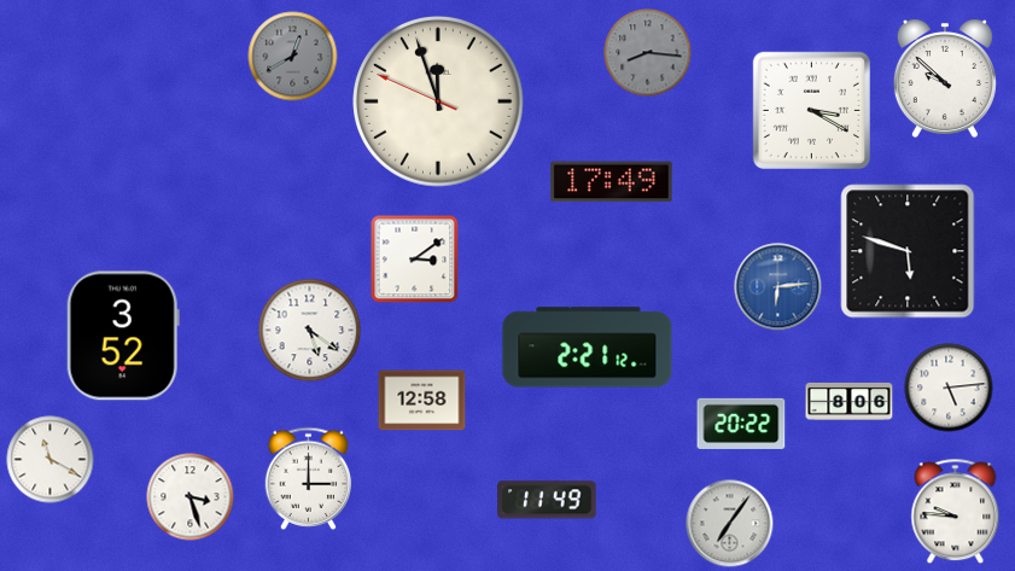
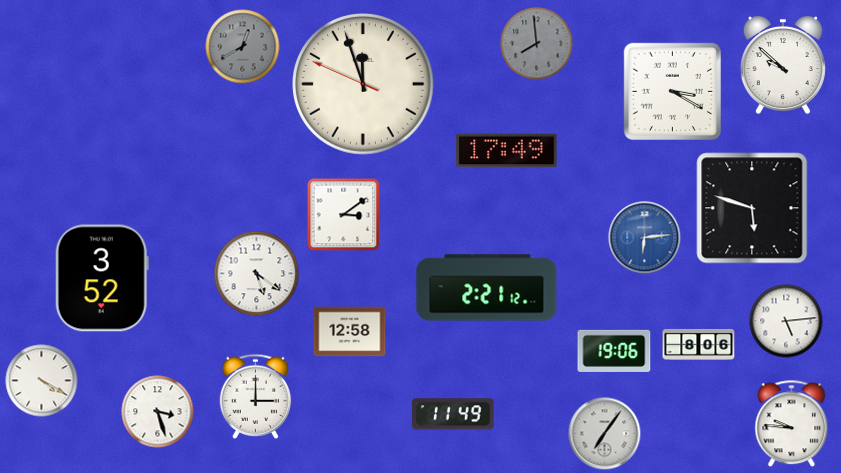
clock at (648, 53): 8:16 -> 7:59
clock at (850, 401) position: (850, 401) -> (699, 344)
clock at (741, 424): 20:22 -> 19:06
clock at (51, 460): 11:20 -> 4:20
